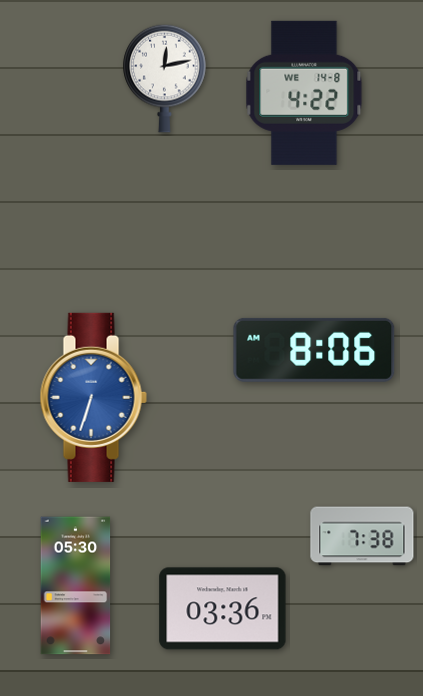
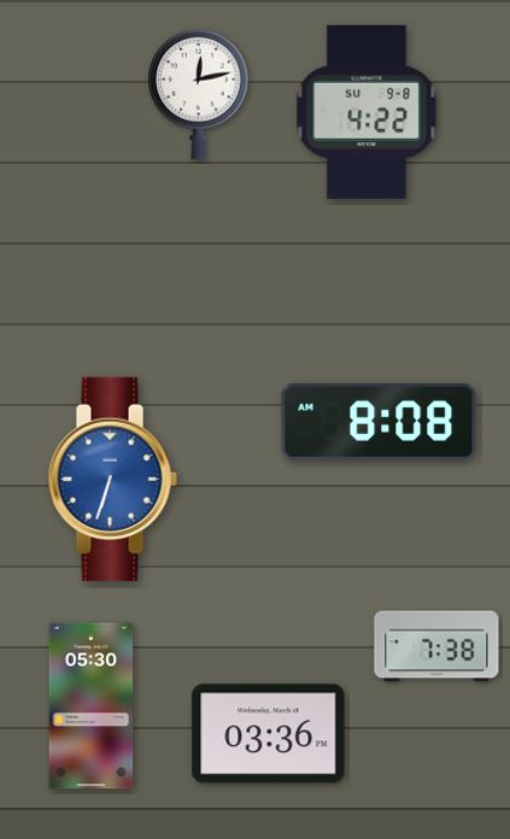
clock at (304, 93) date: WE 14-8 -> SU 9-8
clock at (314, 350): 8:06 -> 8:08
